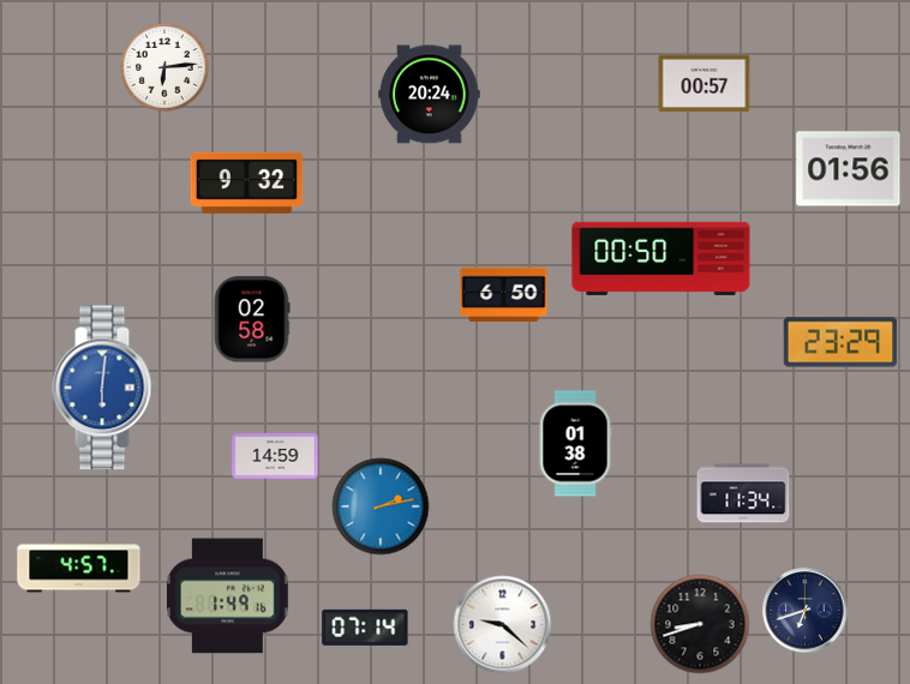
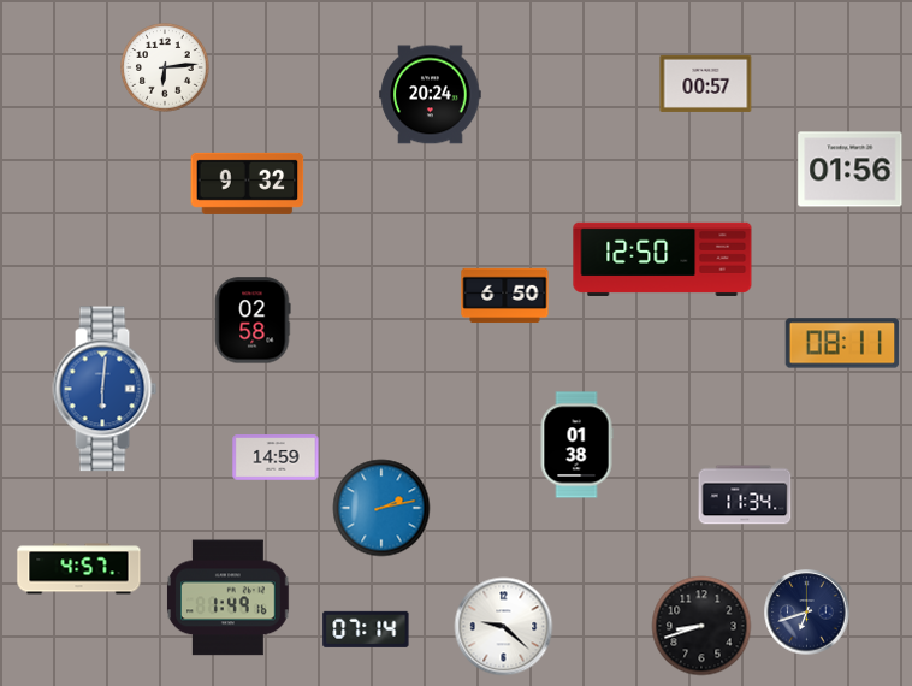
clock at (661, 258): 00:50 -> 12:50
clock at (840, 342): 23:29 -> 08:11
